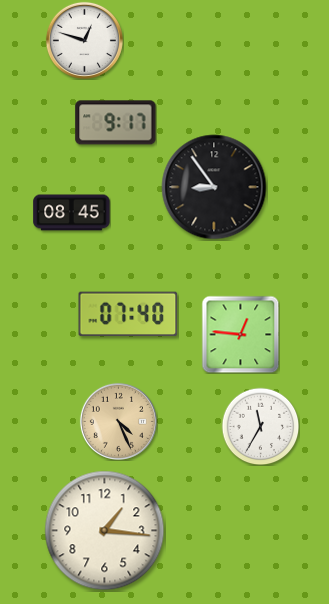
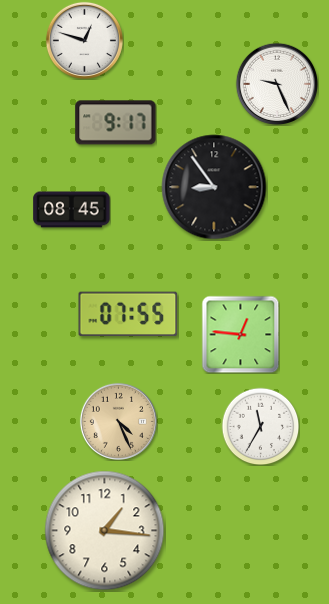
clock at (277, 84): none -> 9:26
clock at (72, 213) position: (72, 213) -> (72, 210)
clock at (128, 314): 07:40 -> 07:55
